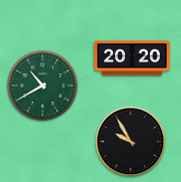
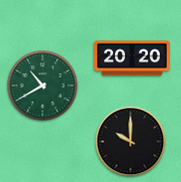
clock at (131, 142): 9:55 -> 10:00
